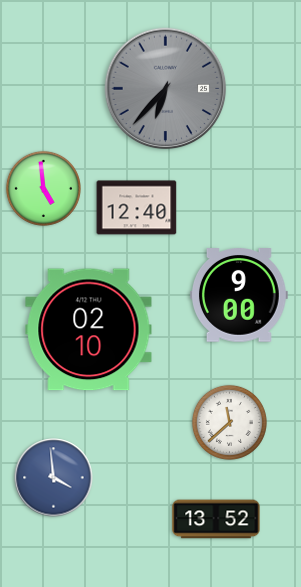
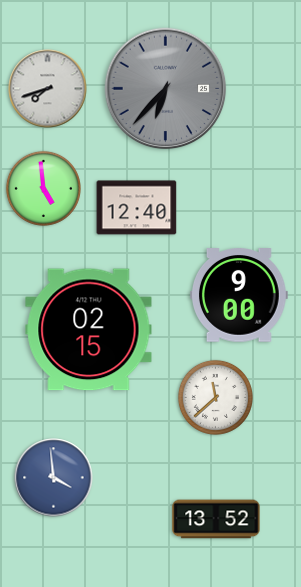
clock at (48, 89): none -> 7:42
clock at (89, 330): 02:10 -> 02:15
clock at (229, 422) position: (229, 422) -> (215, 397)
